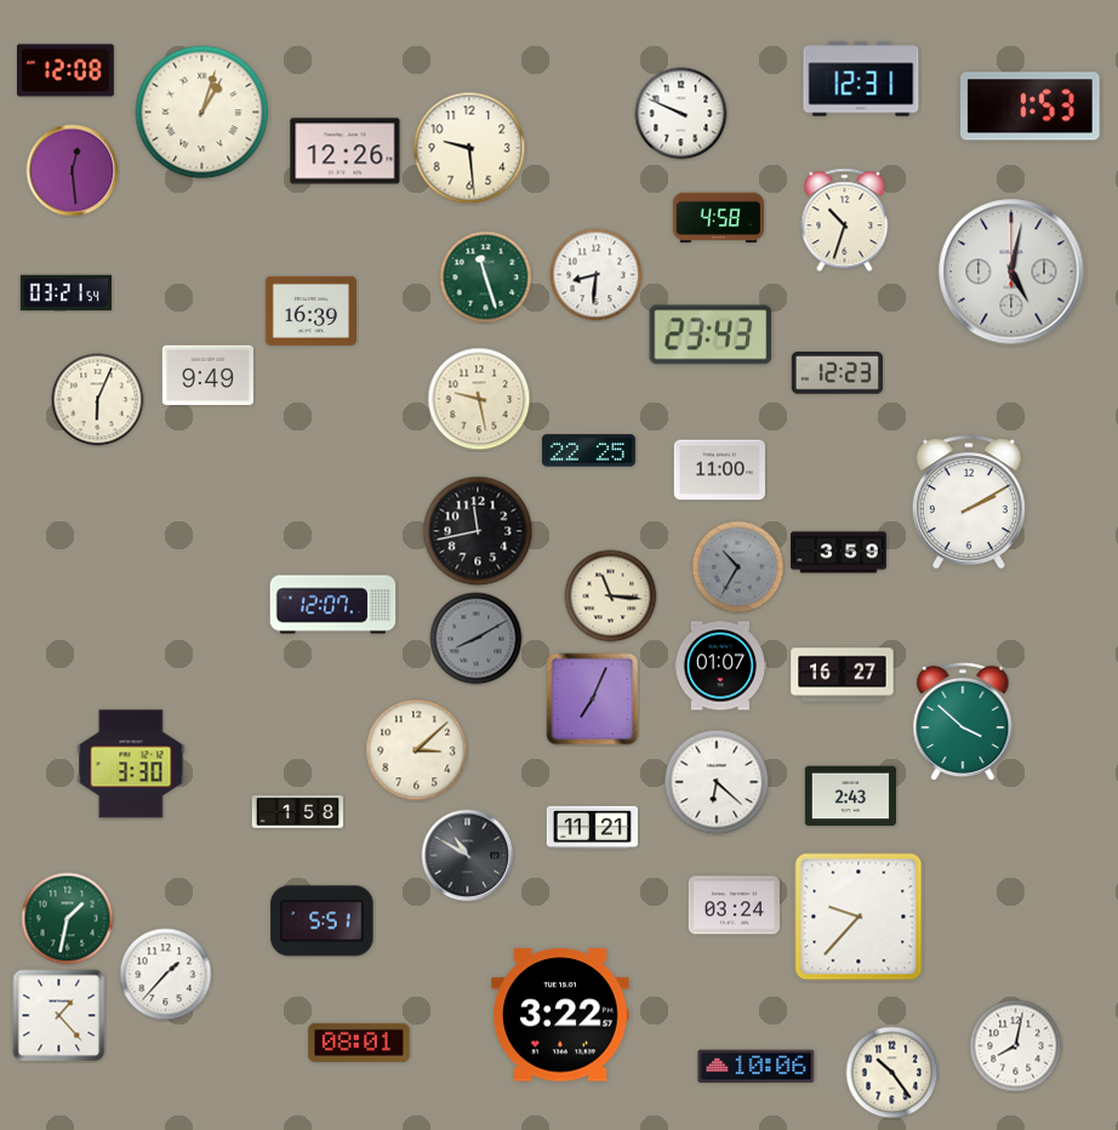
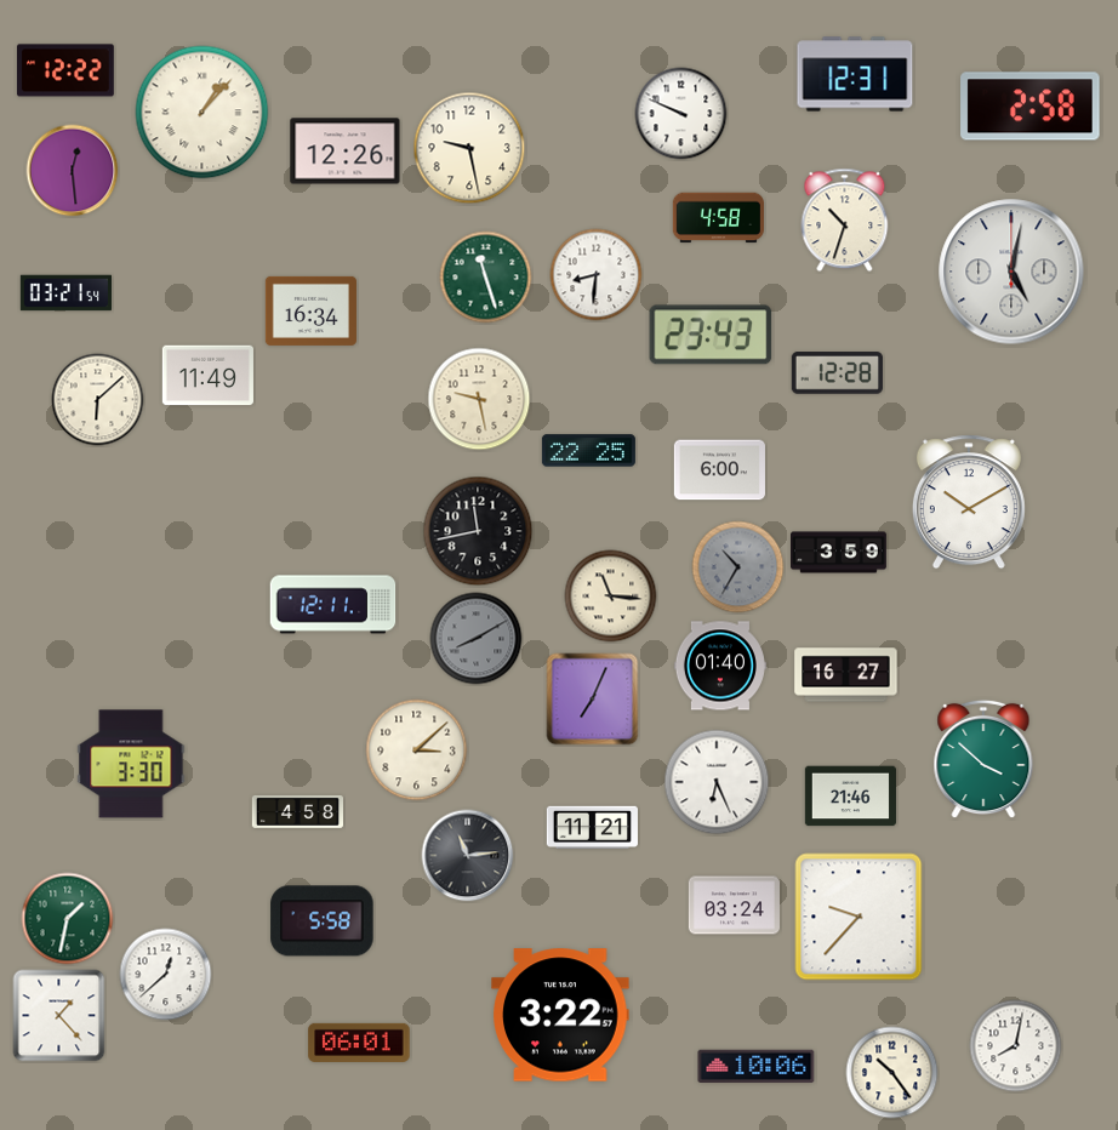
clock at (67, 70): 12:08 -> 12:22
clock at (861, 79) position: (861, 79) -> (855, 74)
clock at (1031, 107): 1:53 -> 2:58
clock at (203, 113): 1:03 -> 1:07
clock at (469, 148): 9:29 -> 9:28
clock at (310, 310): 16:39 -> 16:34
clock at (837, 373): 12:23 -> 12:28
clock at (207, 376): 9:49 -> 11:49
clock at (98, 400): 6:04 -> 6:08
clock at (719, 470): 11:00 -> 6:00
clock at (969, 502): 2:10 -> 10:10
clock at (333, 605): 12:07 -> 12:11
clock at (720, 666): 01:07 -> 01:40
clock at (843, 675) position: (843, 675) -> (846, 675)
clock at (963, 721) position: (963, 721) -> (983, 759)
clock at (717, 782): 6:22 -> 6:26
clock at (850, 797): 2:43 -> 21:46
clock at (297, 811): 1:58 -> 4:58
clock at (468, 856): 10:50 -> 11:14
clock at (323, 921): 5:51 -> 5:58
clock at (166, 975): 1:37 -> 12:38
clock at (359, 1043): 08:01 -> 06:01
